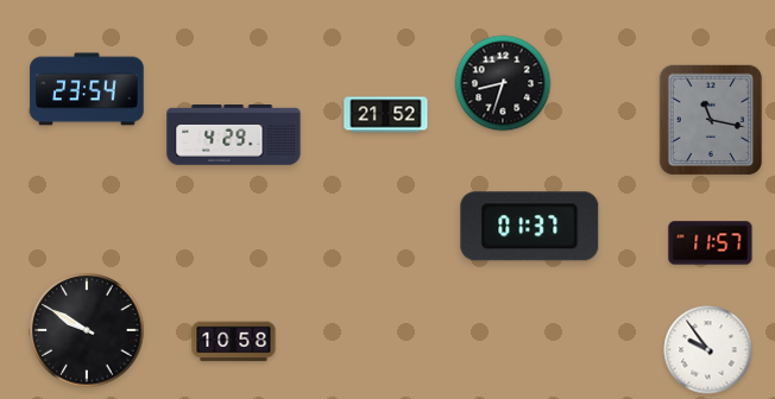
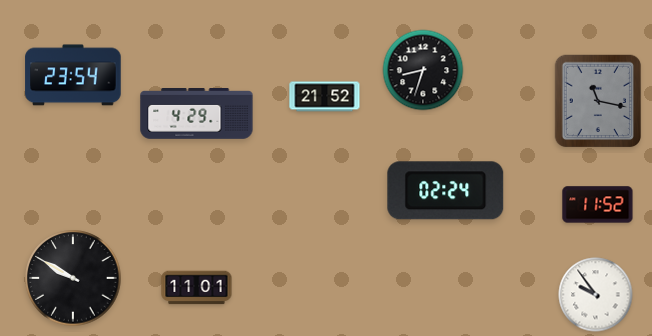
clock at (530, 227): 01:37 -> 02:24
clock at (711, 243): 11:57 -> 11:52
clock at (234, 342): 10:58 -> 11:01
